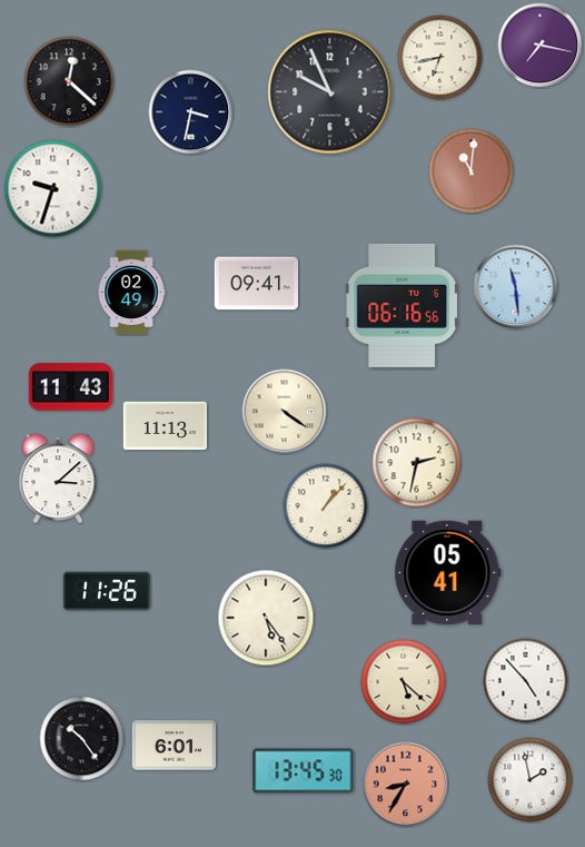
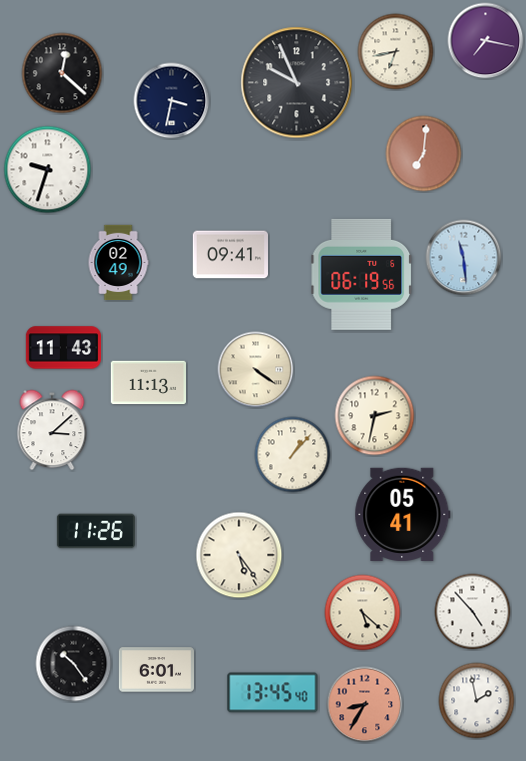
clock at (472, 171): 11:01 -> 7:01
clock at (403, 305): 06:16 -> 06:19
clock at (304, 771): 13:45:30 -> 13:45:40
